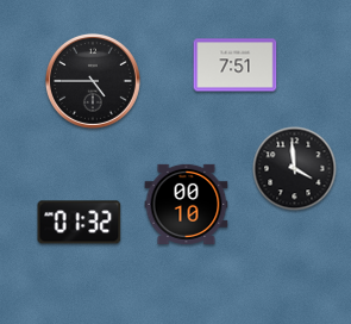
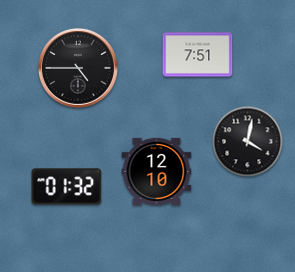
clock at (295, 169): 3:59 -> 4:02
clock at (187, 204): 00:10 -> 12:10
